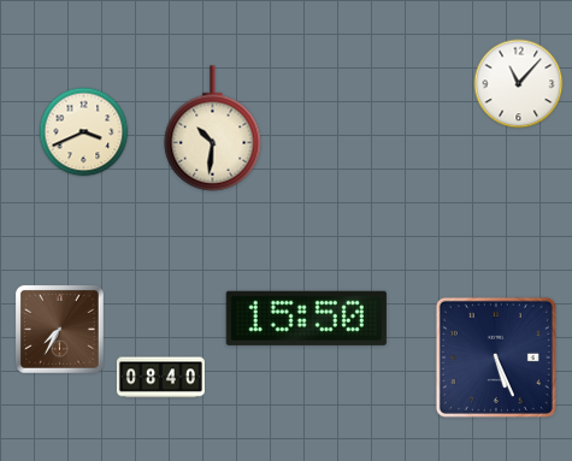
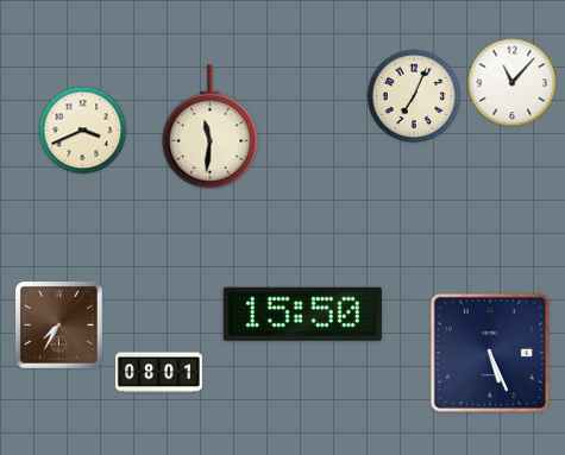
clock at (414, 96): none -> 7:04
clock at (213, 129): 10:31 -> 11:31
clock at (160, 378): 08:40 -> 08:01
